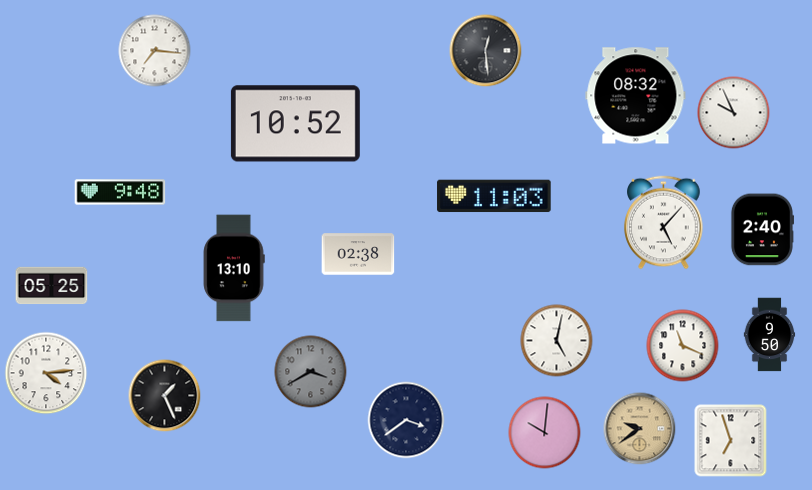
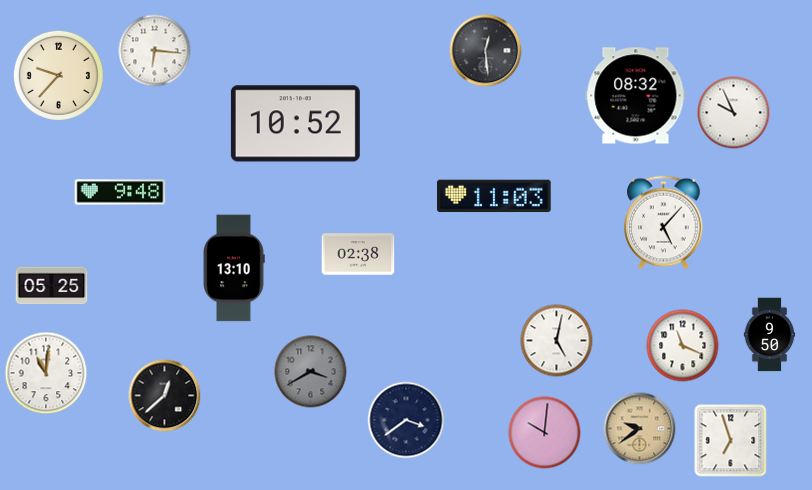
clock at (155, 51): 7:16 -> 6:16
clock at (58, 75): none -> 9:37
clock at (761, 230): 2:40 -> none
clock at (46, 373): 4:14 -> 11:01
clock at (165, 396): 1:26 -> 12:38
